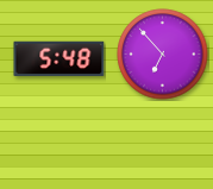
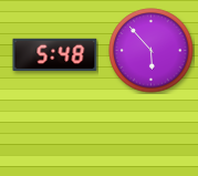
clock at (163, 55): 6:53 -> 5:53
